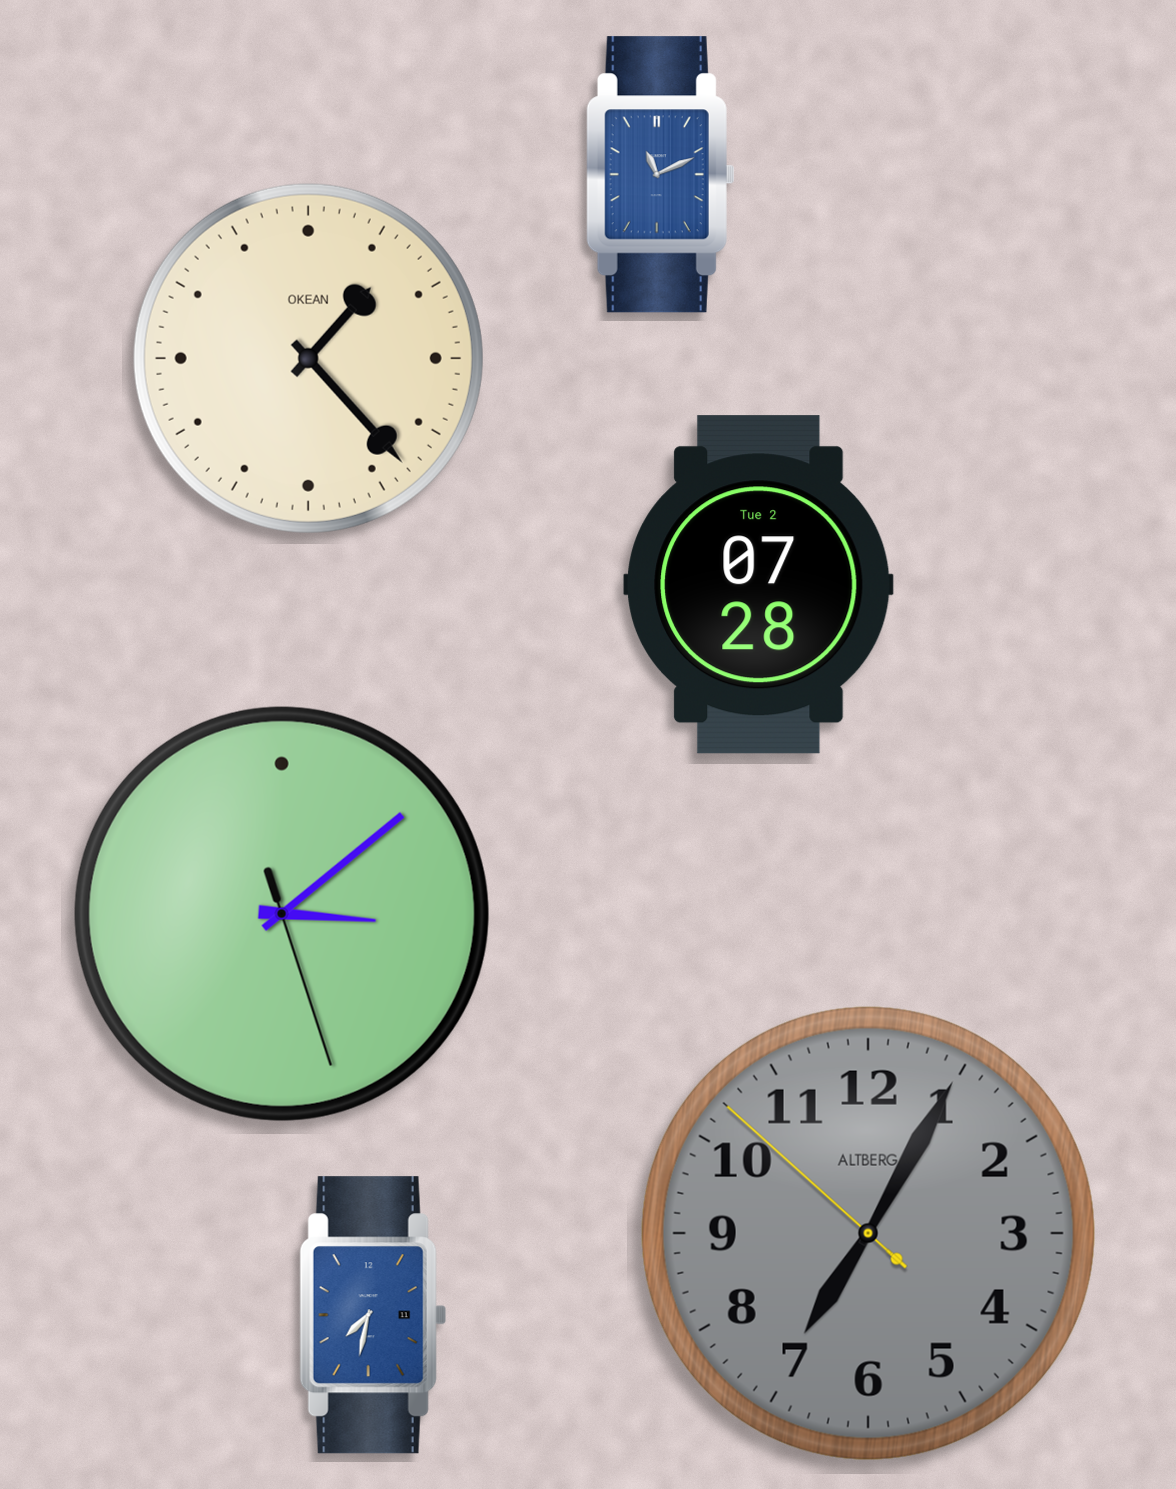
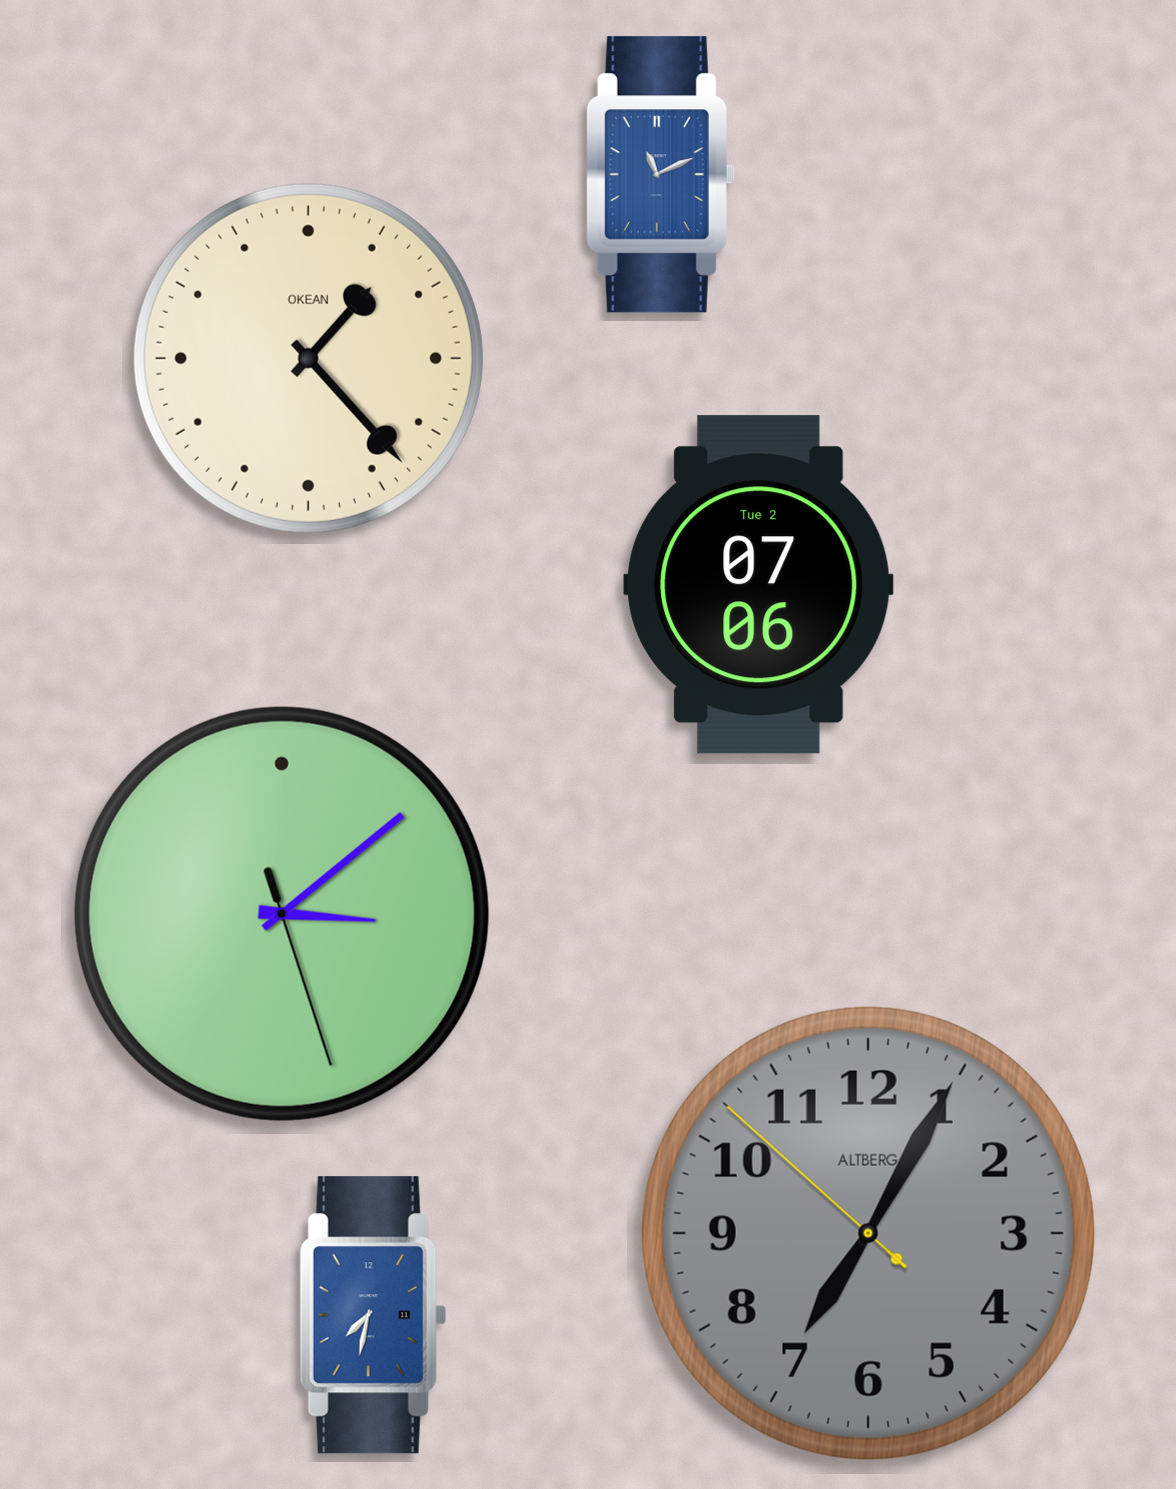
clock at (759, 585): 07:28 -> 07:06
